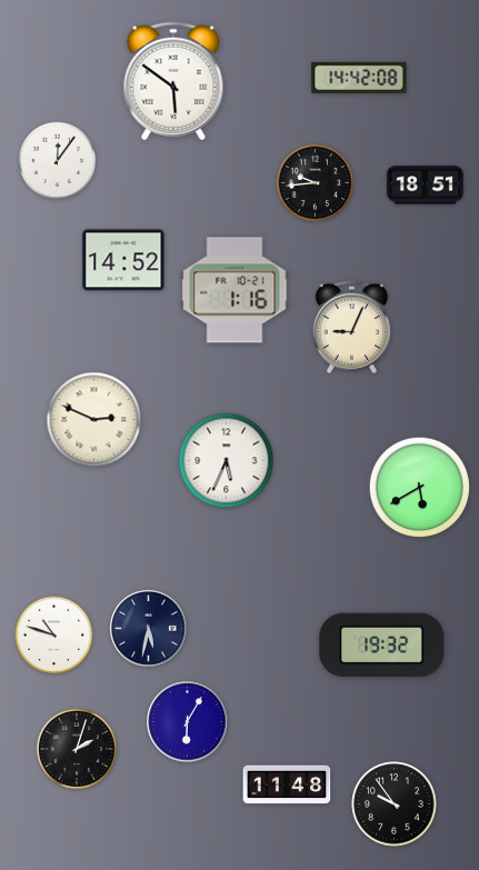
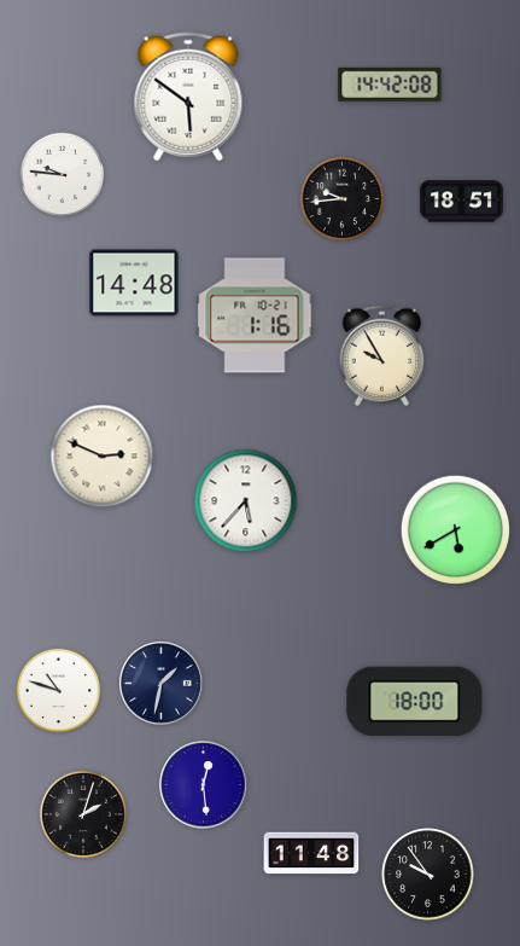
clock at (173, 81) position: (173, 81) -> (188, 97)
clock at (58, 161): 12:06 -> 9:46
clock at (123, 260): 14:52 -> 14:48
clock at (352, 328): 9:04 -> 9:55
clock at (227, 461): 5:34 -> 5:37
clock at (149, 629): 5:32 -> 1:32
clock at (382, 646): 19:32 -> 18:00
clock at (188, 722): 6:05 -> 12:29
